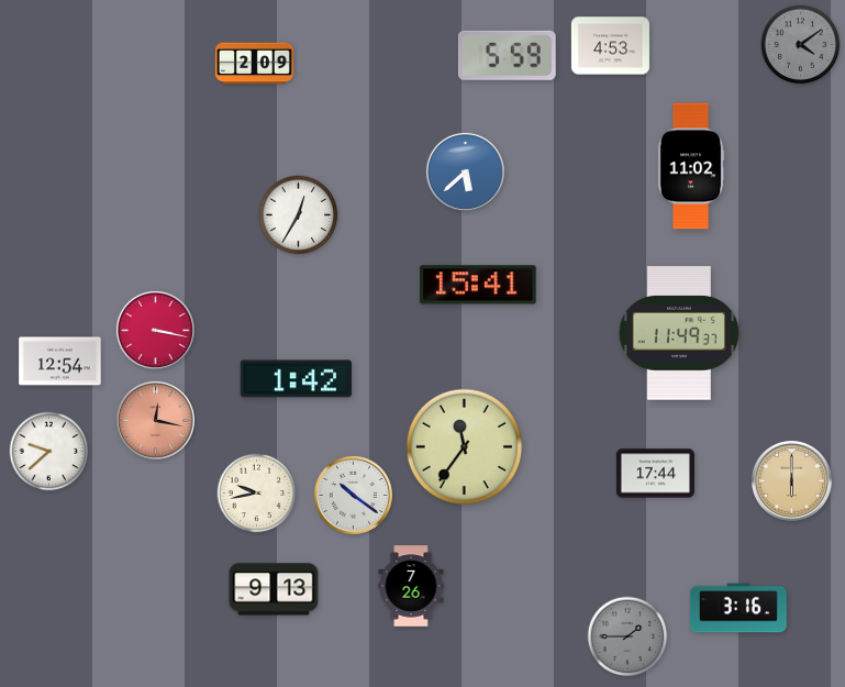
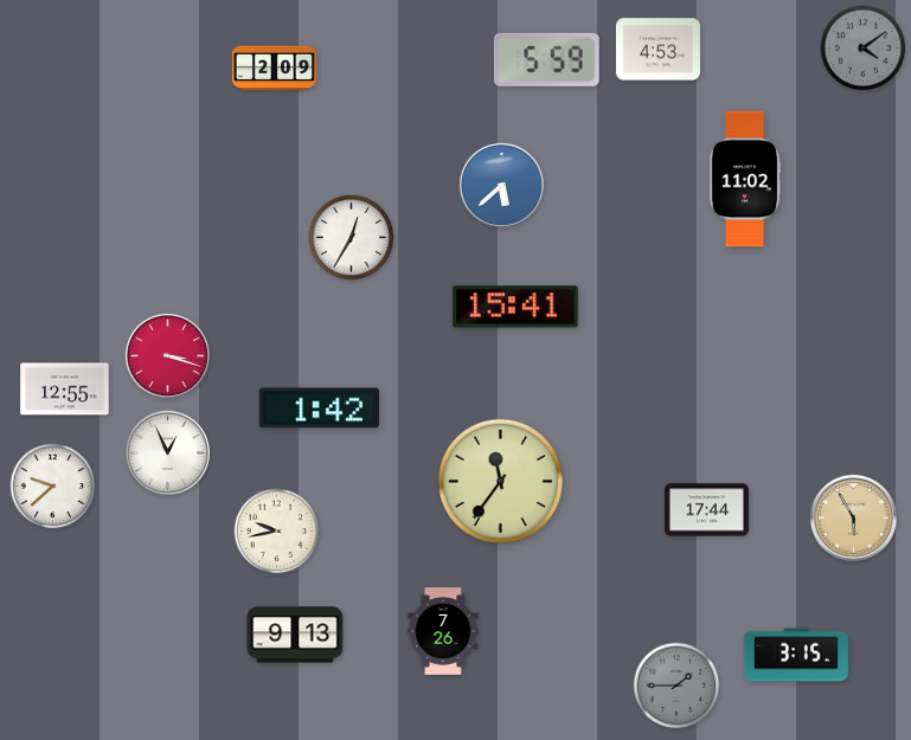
clock at (299, 215) position: (299, 215) -> (352, 238)
clock at (155, 330): 3:17 -> 3:18
clock at (679, 333): 11:49 -> none
clock at (60, 362): 12:54 -> 12:55
clock at (155, 420): 12:17 -> 12:56
clock at (155, 420) dial: salmon -> white
clock at (791, 480): 6:00 -> 5:55
clock at (353, 495): 10:21 -> none
clock at (738, 608): 3:16 -> 3:15
